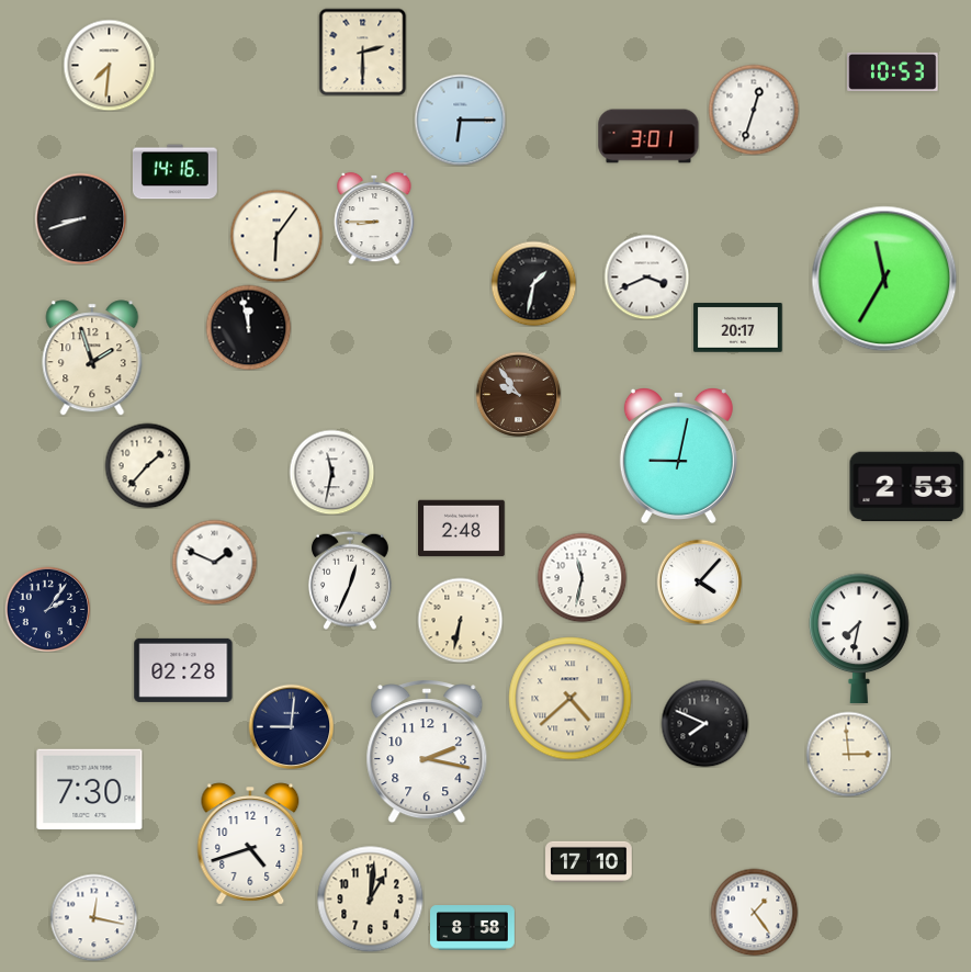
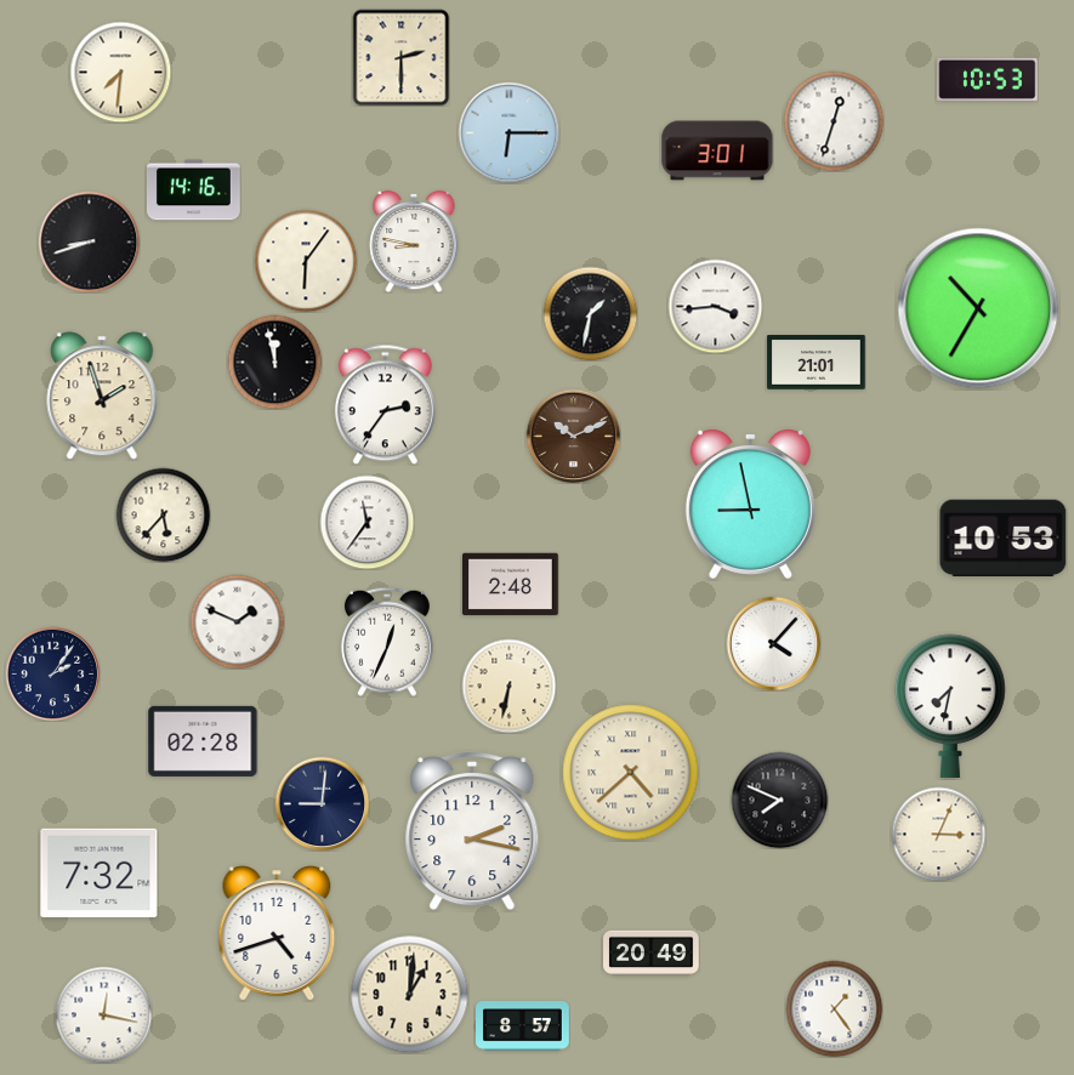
clock at (374, 218): 8:45 -> 8:47
clock at (646, 276): 3:41 -> 3:44
clock at (884, 279): 11:35 -> 10:35
clock at (738, 328): 20:17 -> 21:01
clock at (385, 404): none -> 2:36
clock at (518, 394): 9:54 -> 10:11
clock at (678, 455): 9:02 -> 8:58
clock at (147, 465): 1:37 -> 5:37
clock at (331, 472): 11:32 -> 11:36
clock at (907, 487): 2:53 -> 10:53
clock at (582, 577): 11:32 -> none
clock at (848, 754): 2:59 -> 3:04
clock at (90, 790): 7:30 -> 7:32
clock at (589, 861): 17:10 -> 20:49
clock at (473, 928): 8:58 -> 8:57
